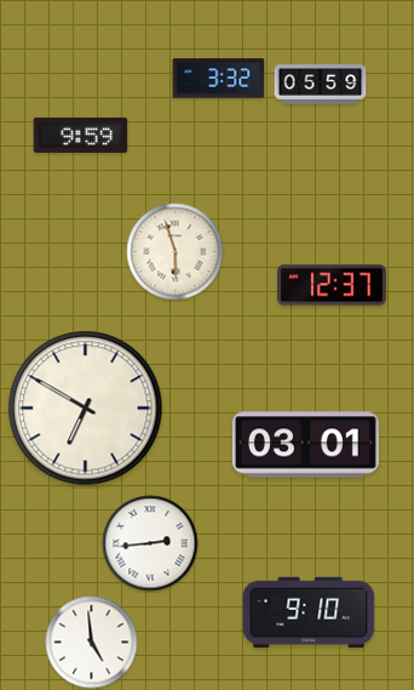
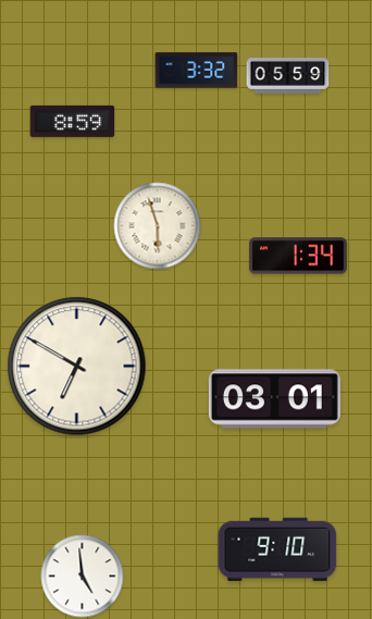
clock at (81, 135): 9:59 -> 8:59
clock at (332, 285): 12:37 -> 1:34
clock at (150, 543): 2:44 -> none
